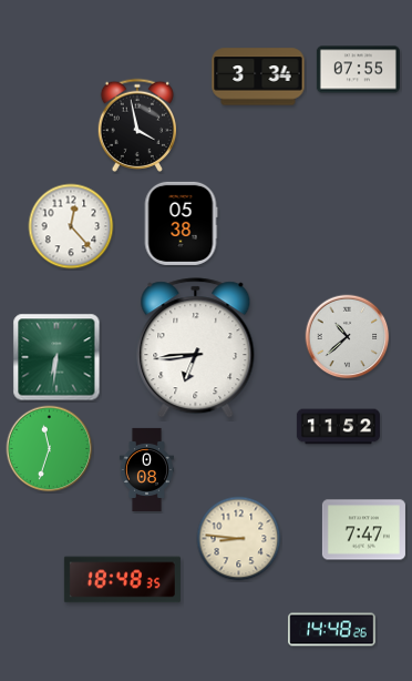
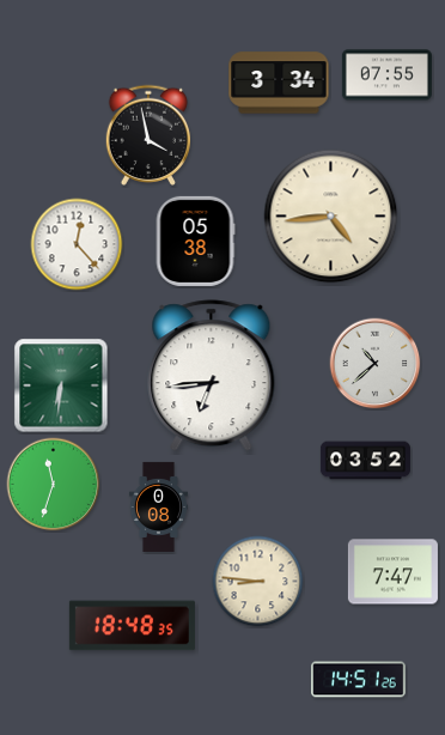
clock at (331, 217): none -> 4:44
clock at (338, 427): 11:52 -> 03:52
clock at (332, 630): 14:48 -> 14:51
